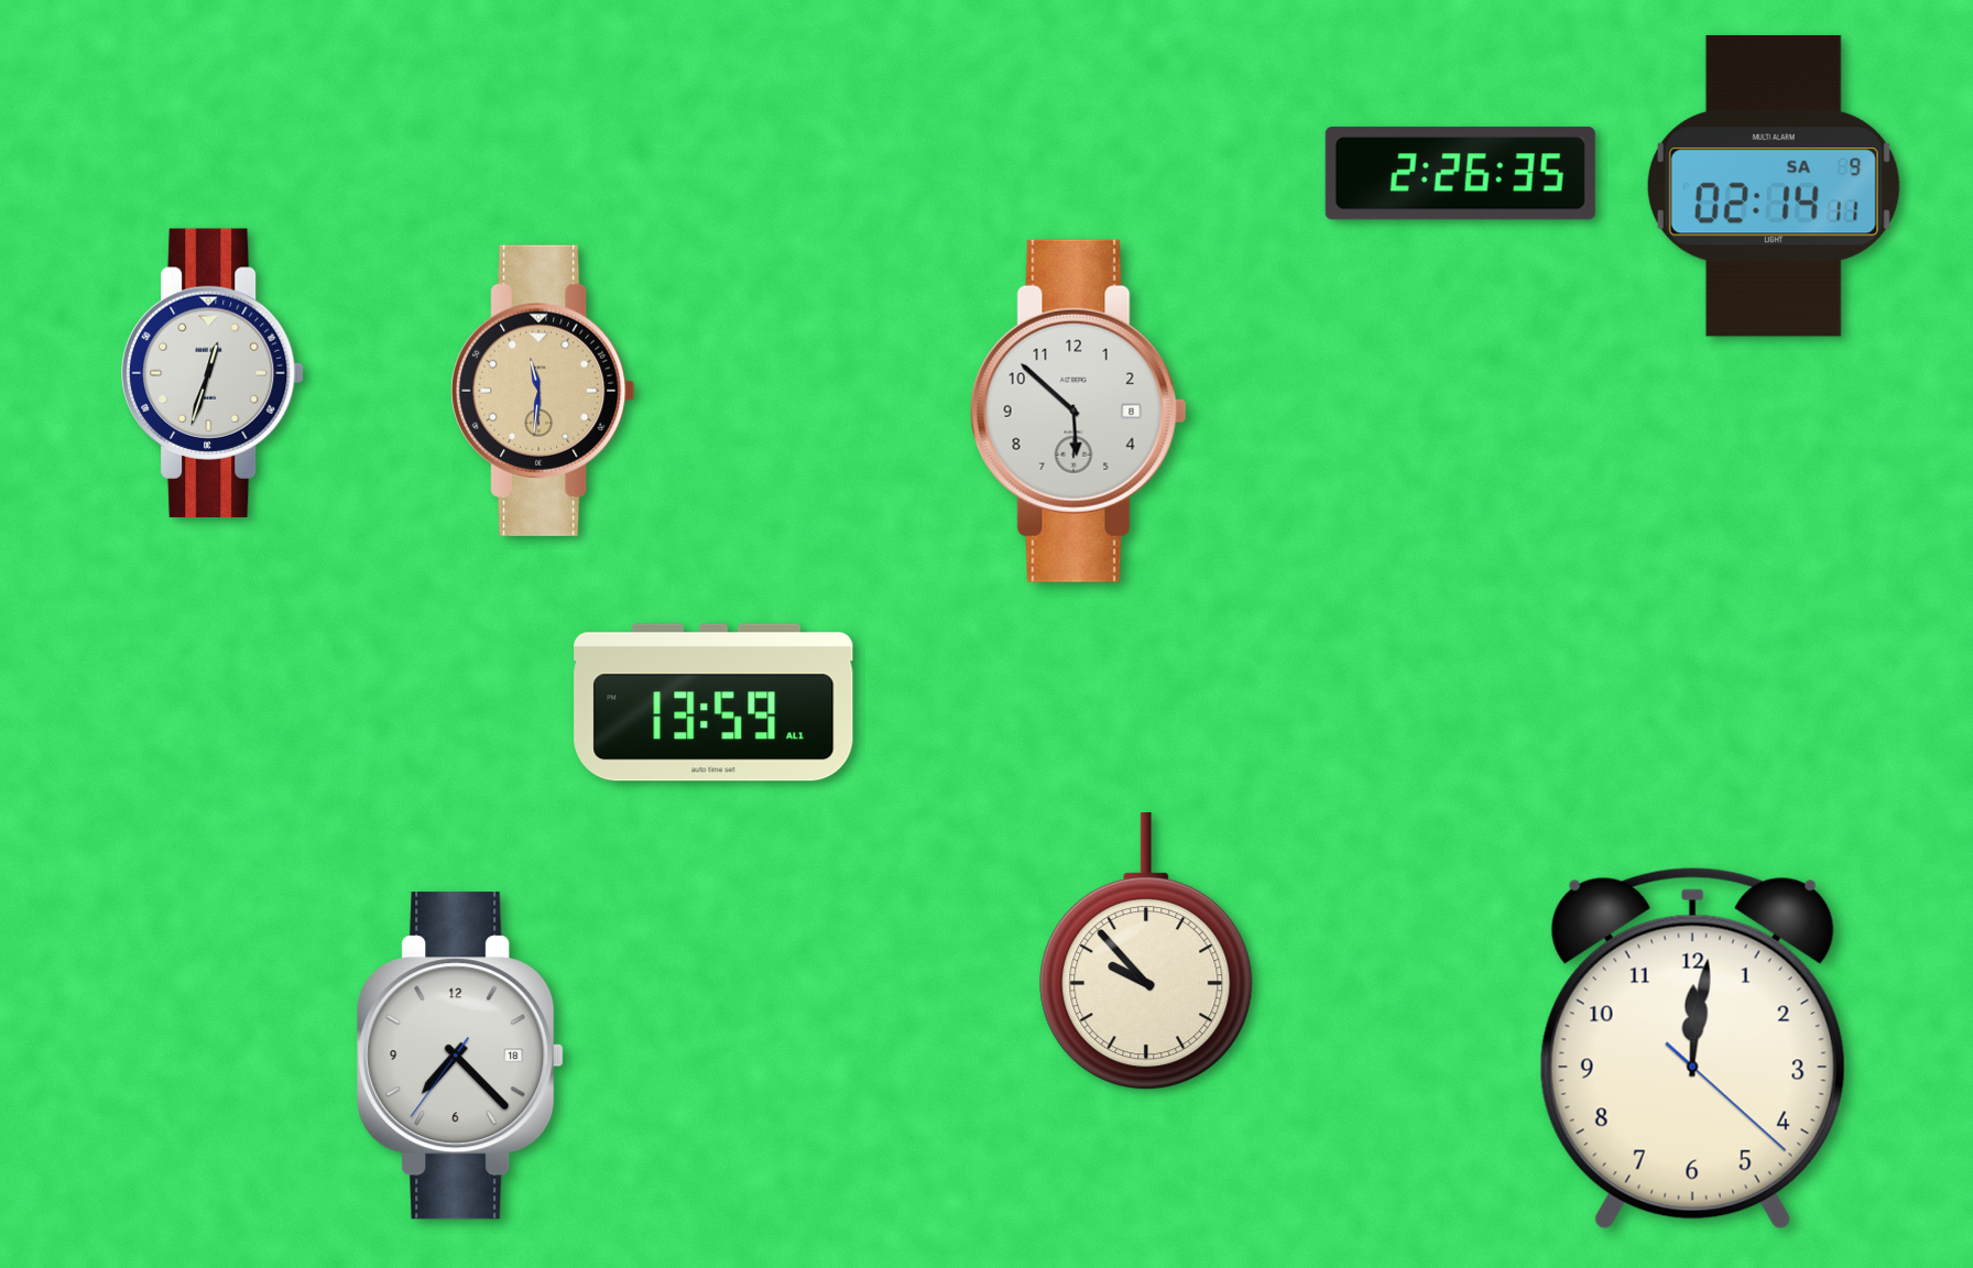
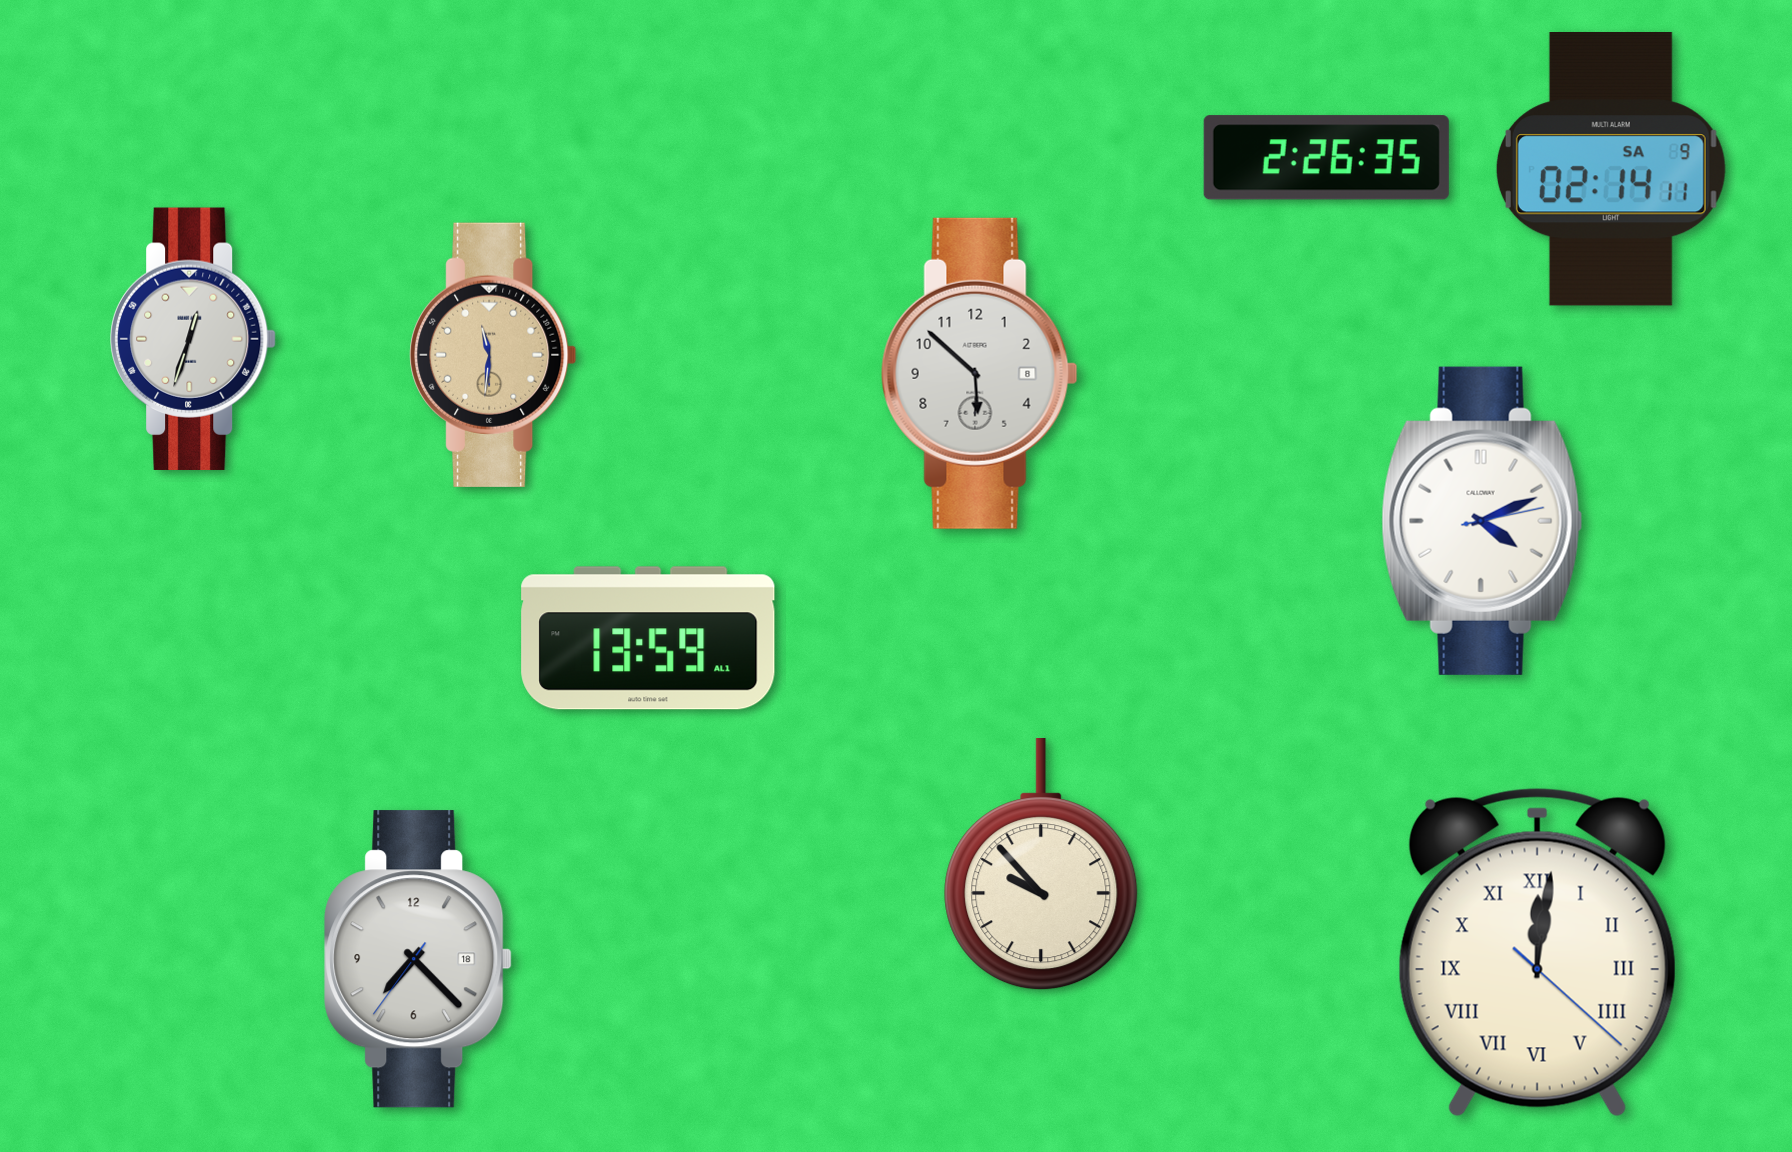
clock at (1482, 521): none -> 4:11
clock at (1692, 1048) numerals: Arabic -> Roman
